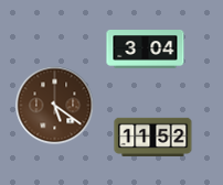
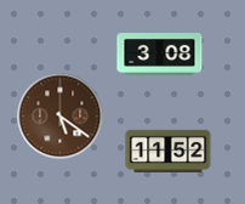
clock at (146, 50): 3:04 -> 3:08
